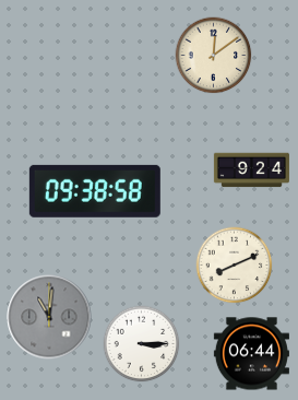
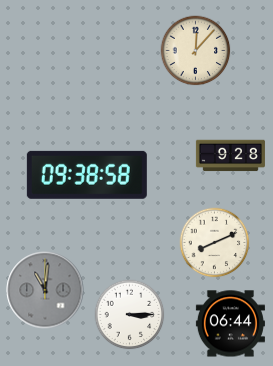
clock at (214, 56): 12:09 -> 12:07
clock at (251, 170): 9:24 -> 9:28
